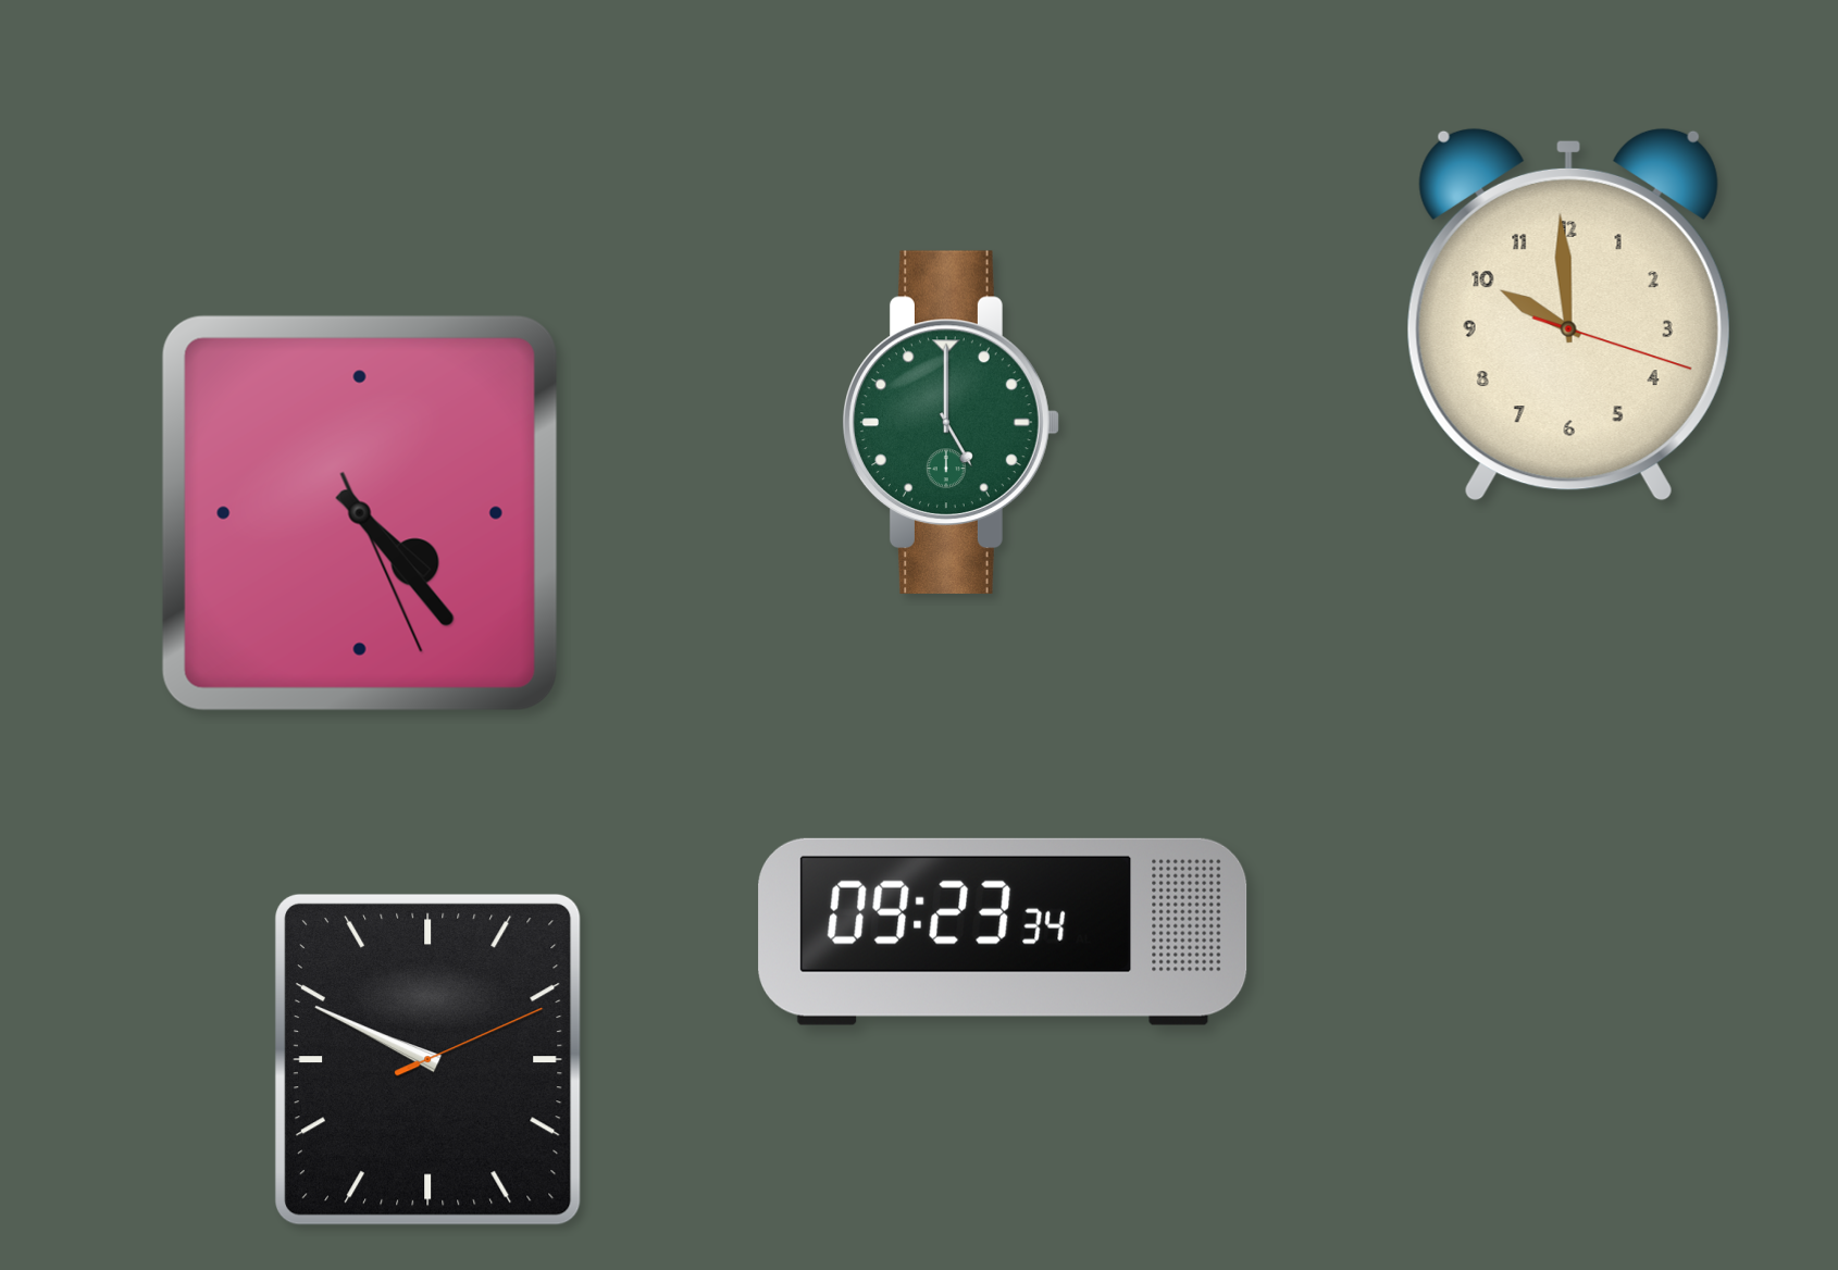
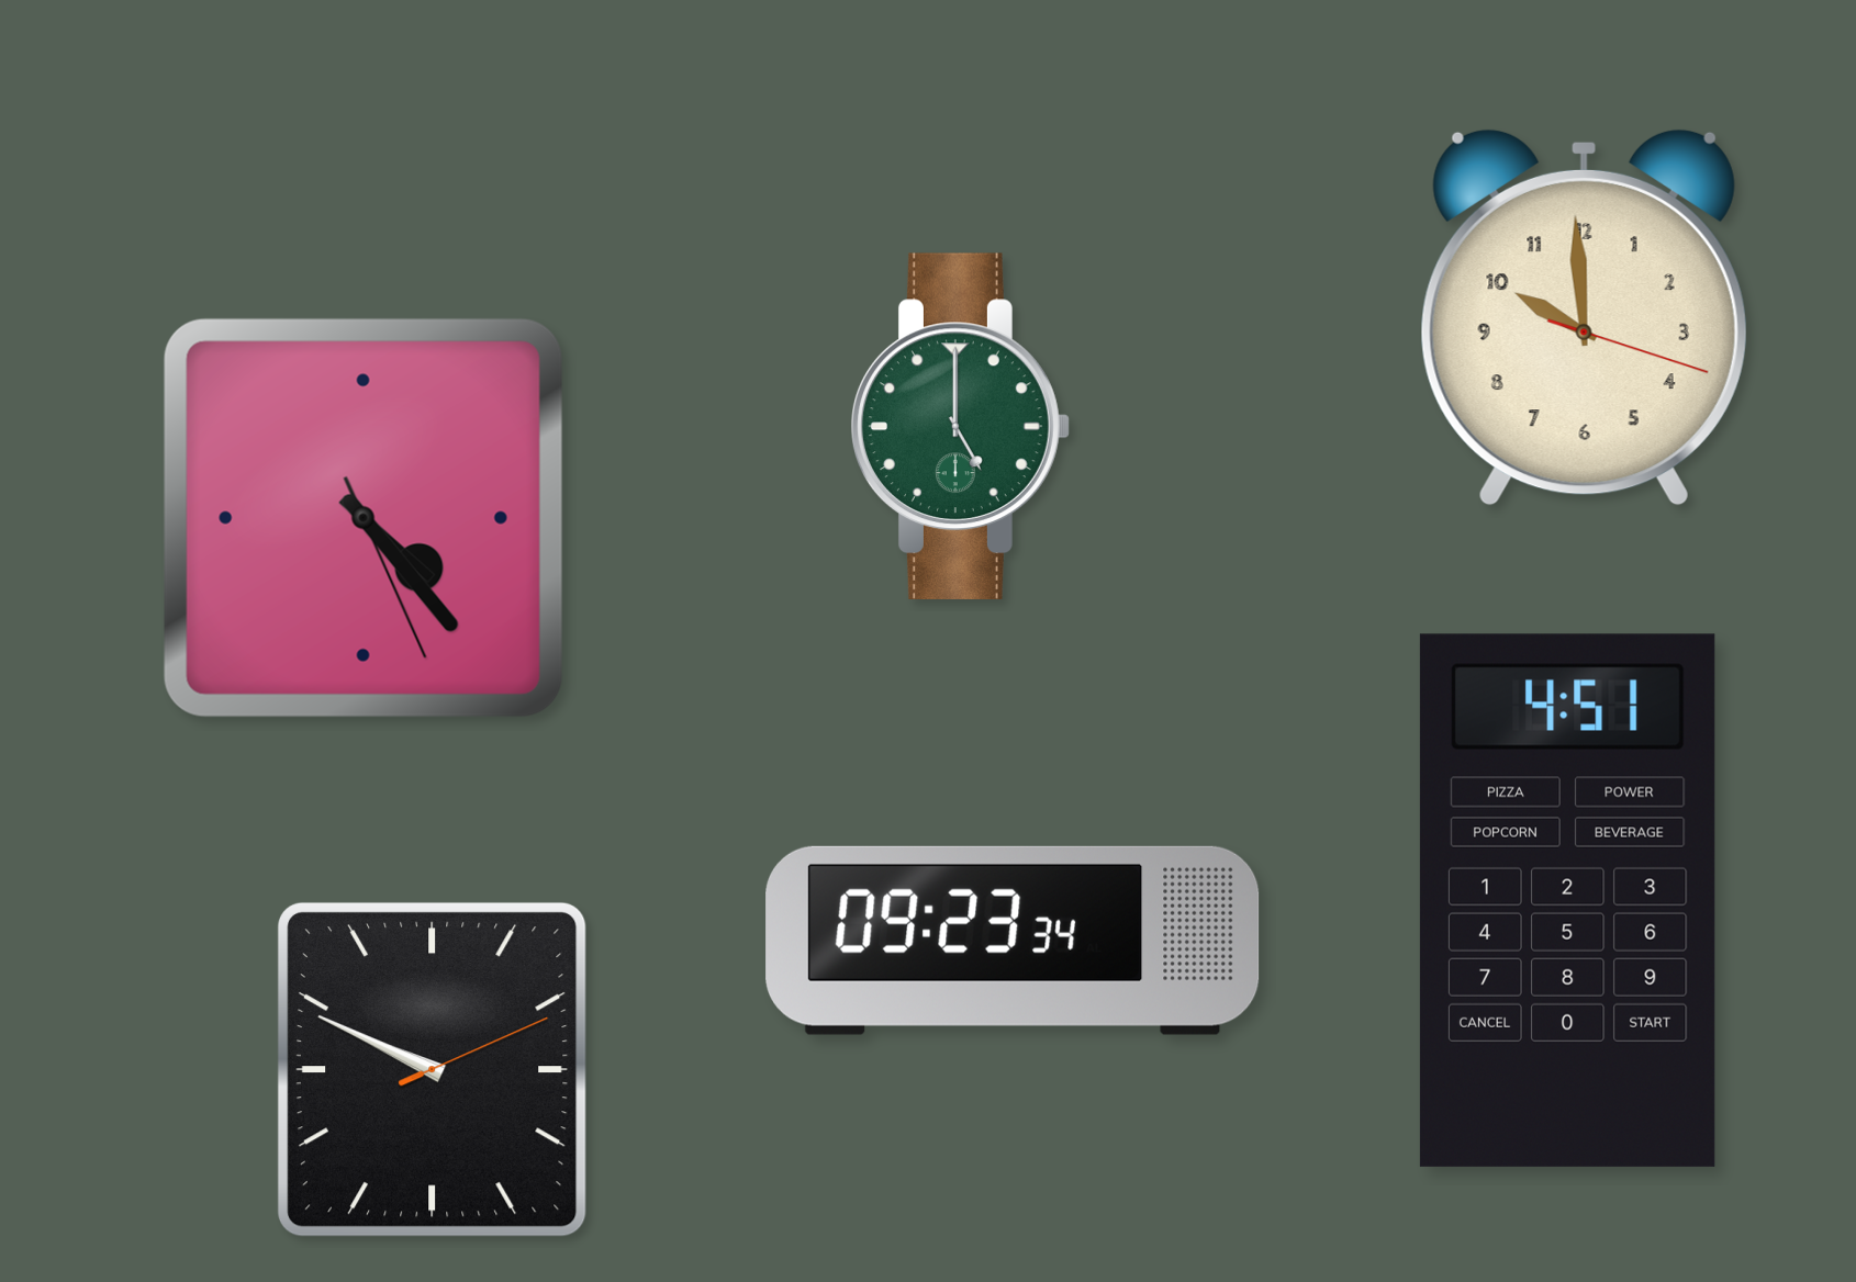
clock at (1567, 900): none -> 4:51
